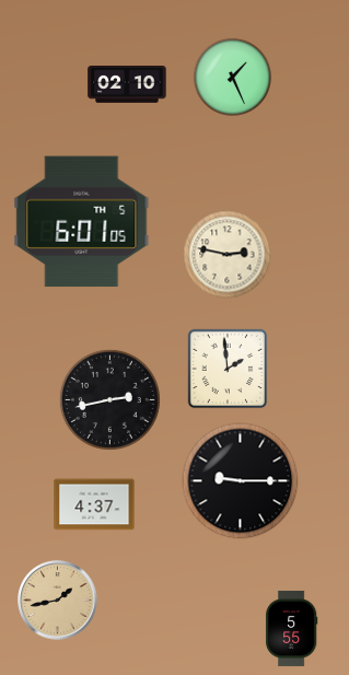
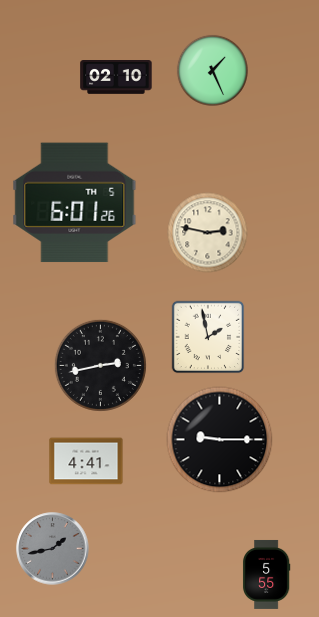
clock at (82, 222): 6:01:05 -> 6:01:26
clock at (228, 369): 1:59 -> 1:58
clock at (94, 504): 4:37 -> 4:41
clock at (58, 601) dial: champagne -> grey
